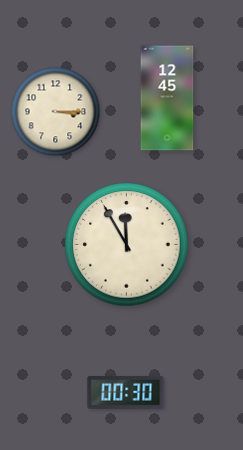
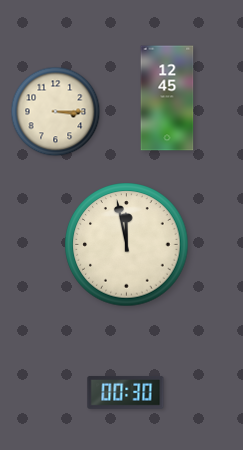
clock at (127, 245): 11:55 -> 11:58
